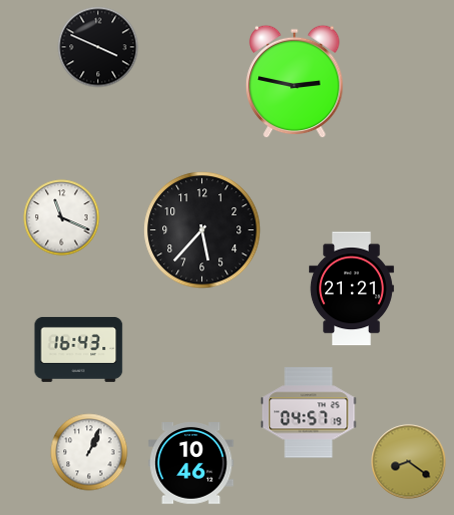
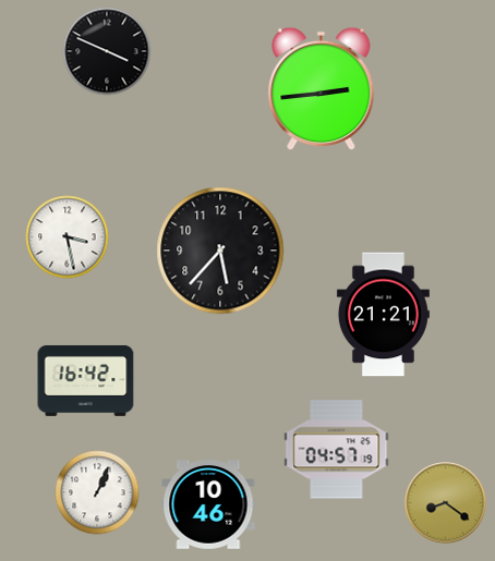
clock at (295, 82): 2:47 -> 2:44
clock at (62, 218): 11:19 -> 3:28
clock at (79, 350): 16:43 -> 16:42
